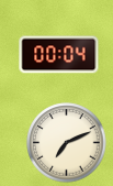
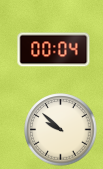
clock at (67, 143): 7:11 -> 9:52
